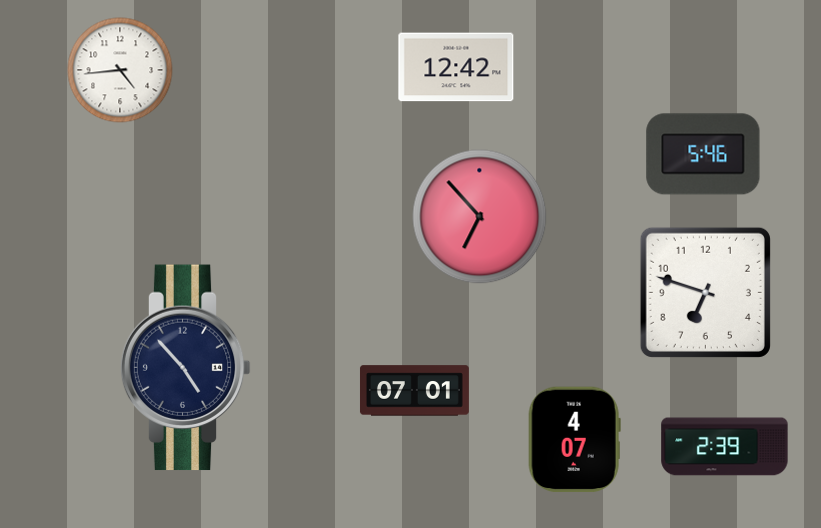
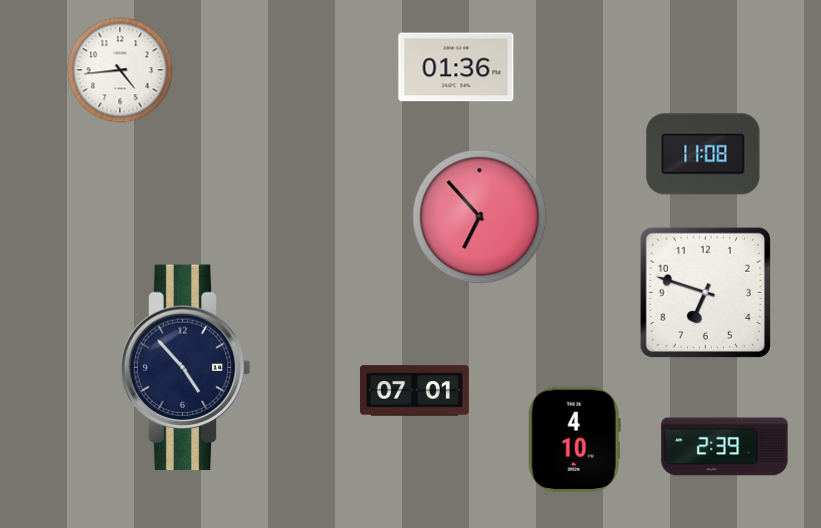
clock at (456, 67): 12:42 -> 01:36
clock at (703, 154): 5:46 -> 11:08
clock at (574, 440): 4:07 -> 4:10
